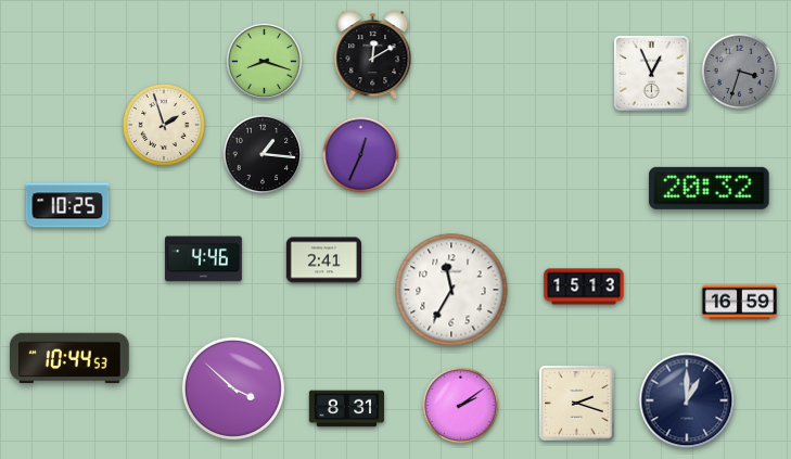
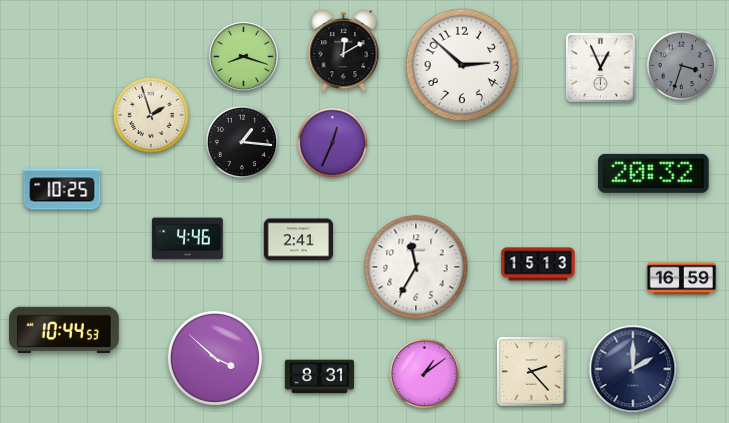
clock at (462, 65): none -> 2:52
clock at (687, 400): 1:00 -> 2:00
clock at (577, 404): 2:18 -> 2:23
clock at (461, 406): 2:09 -> 1:09
